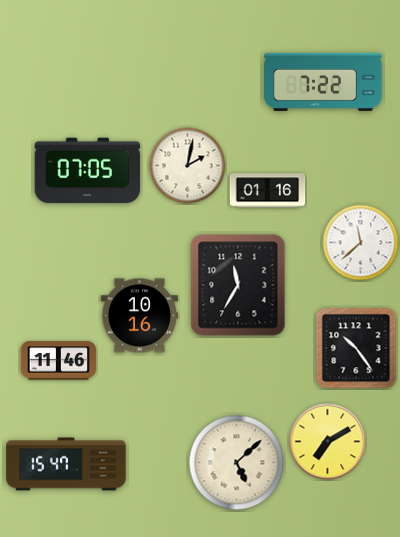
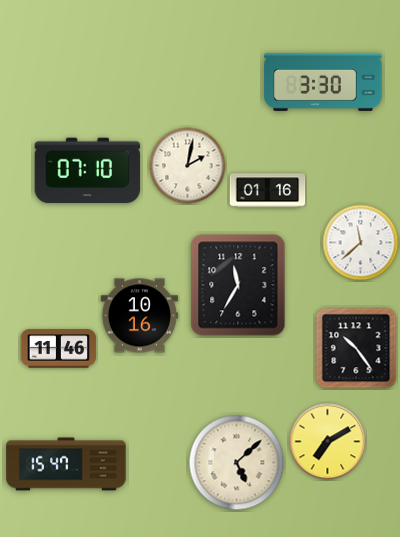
clock at (323, 82): 7:22 -> 3:30
clock at (88, 171): 07:05 -> 07:10
clock at (59, 361) position: (59, 361) -> (59, 349)
